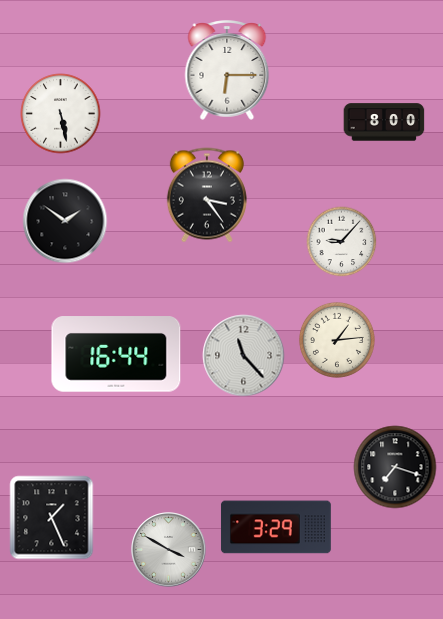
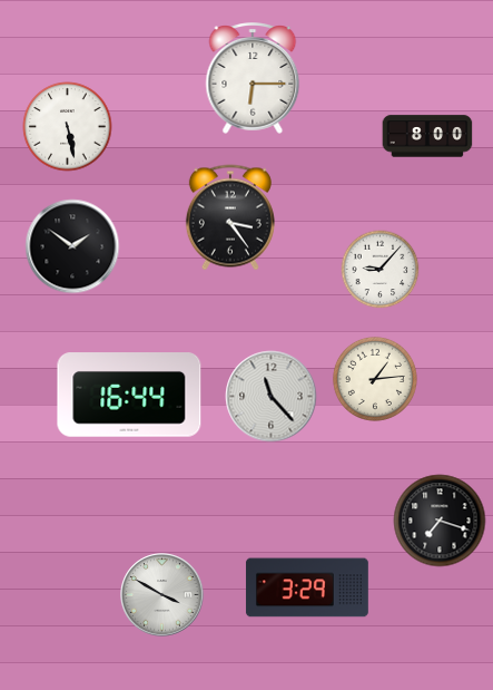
clock at (52, 518): 1:26 -> none
clock at (169, 550) position: (169, 550) -> (162, 595)
